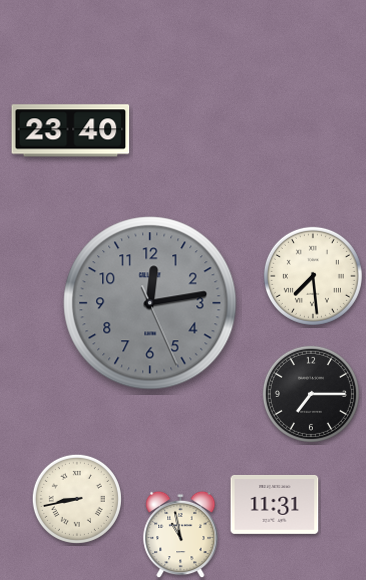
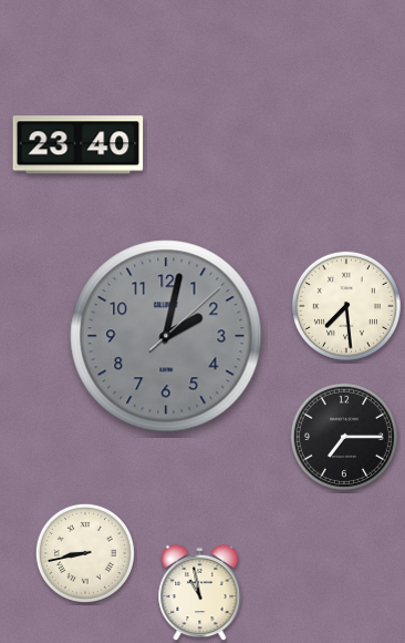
clock at (150, 303): 12:13 -> 2:02
clock at (275, 504): 11:31 -> none
